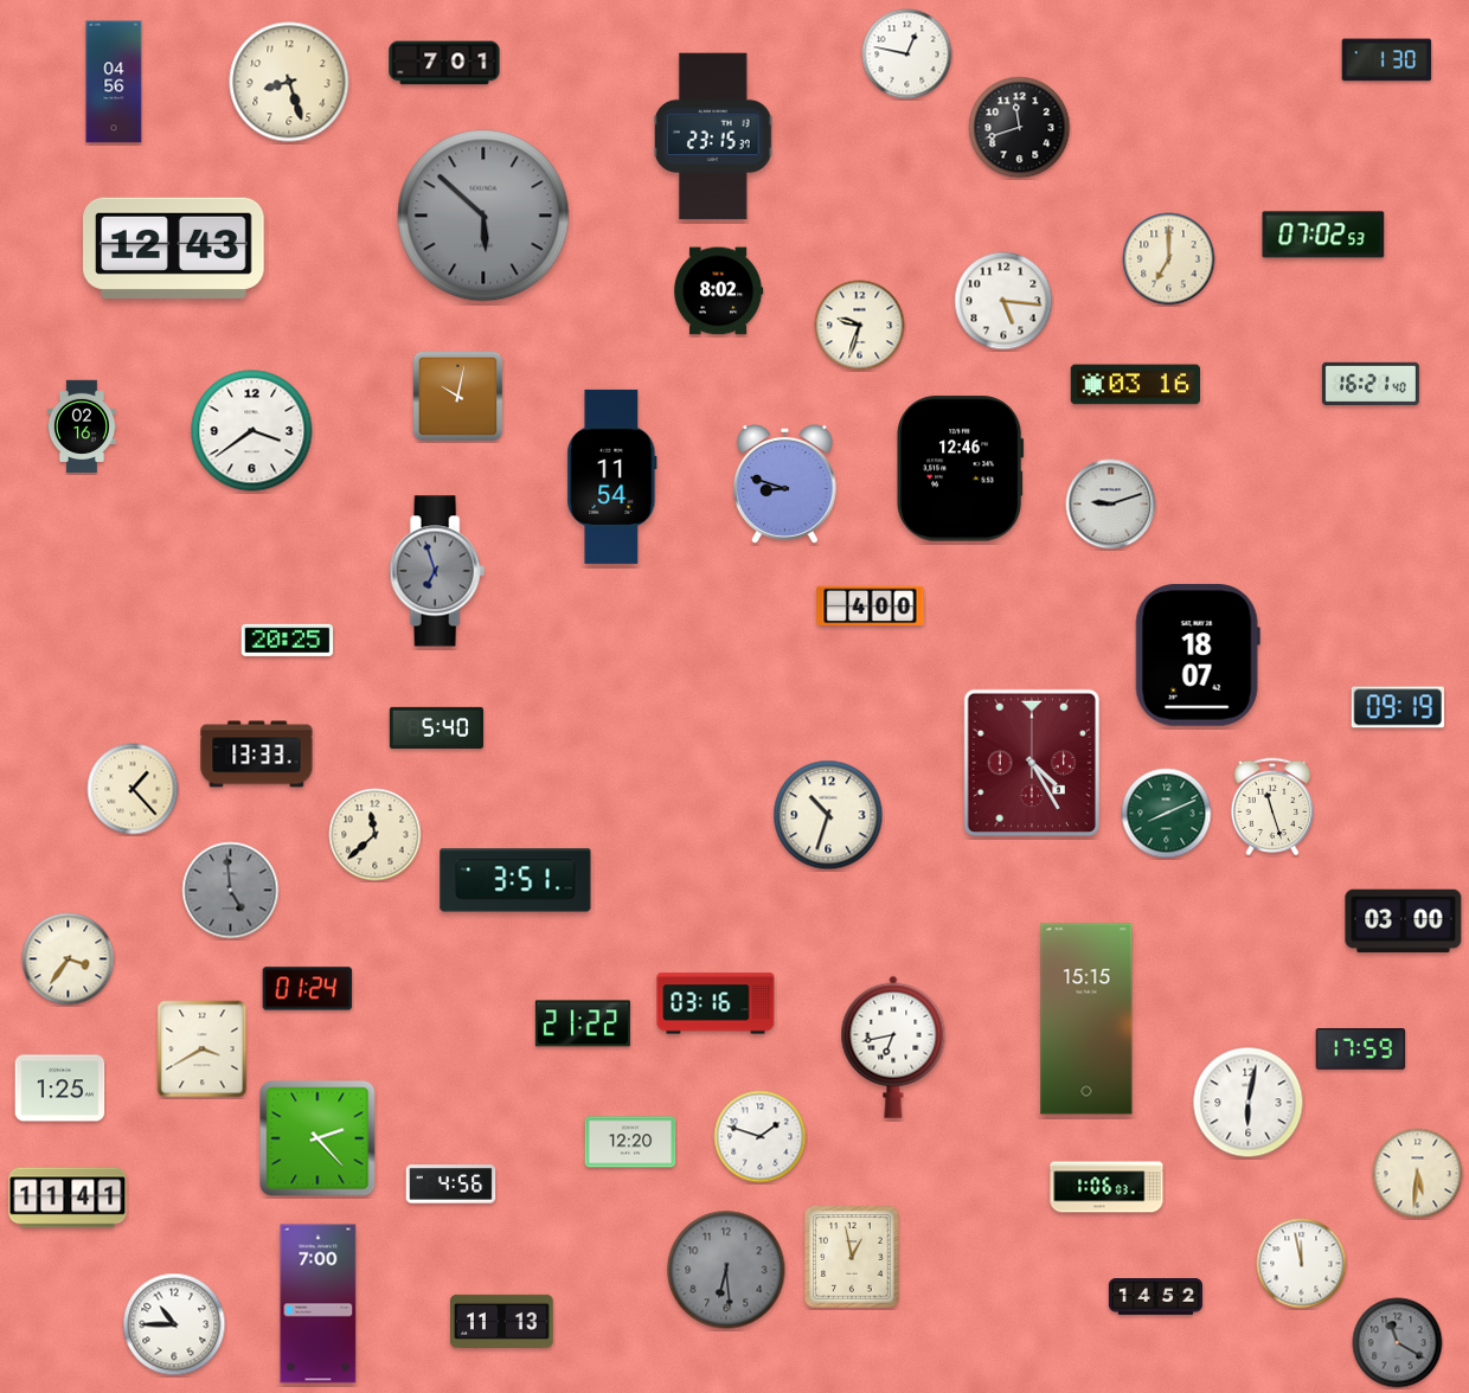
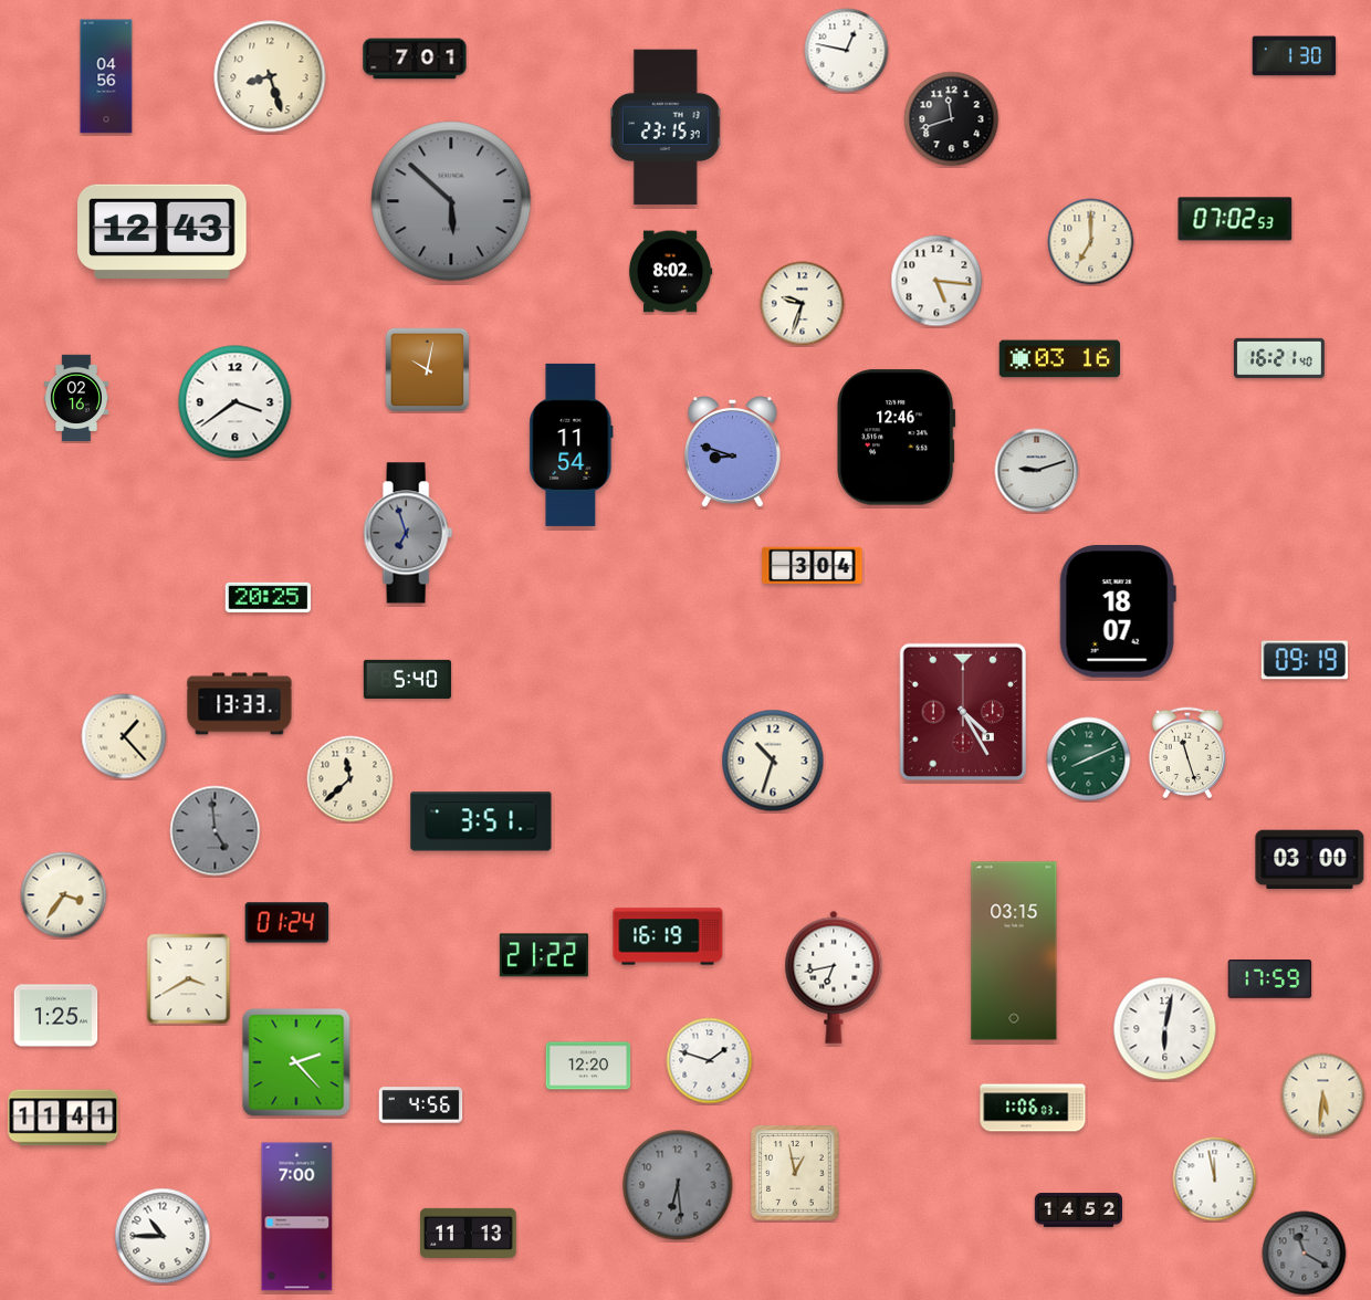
clock at (871, 606): 4:00 -> 3:04
clock at (716, 1003): 03:16 -> 16:19
clock at (1086, 1019): 15:15 -> 03:15
